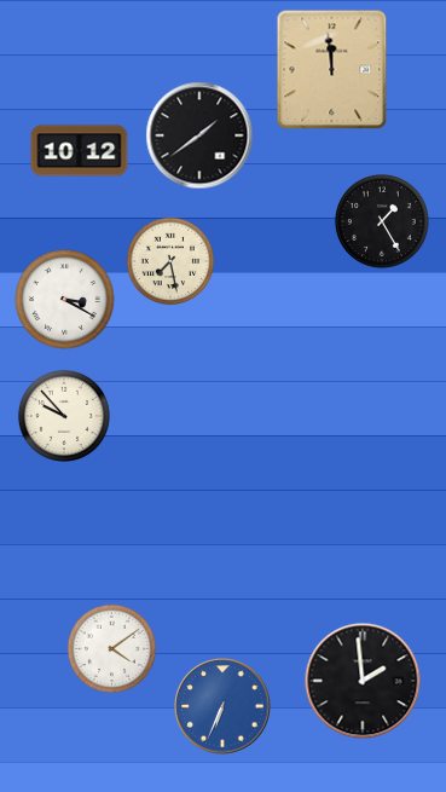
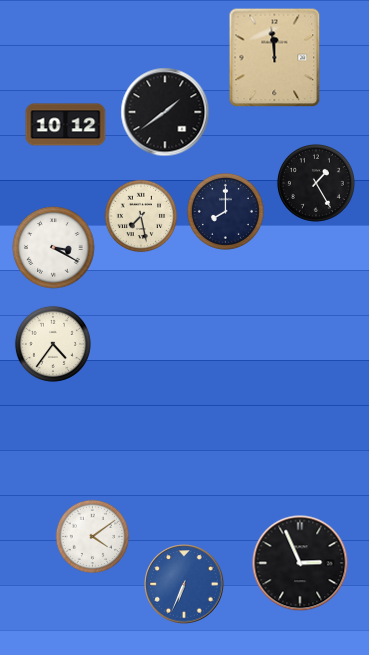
clock at (225, 211): none -> 8:00
clock at (64, 416): 9:53 -> 4:36
clock at (363, 681): 1:59 -> 2:56
